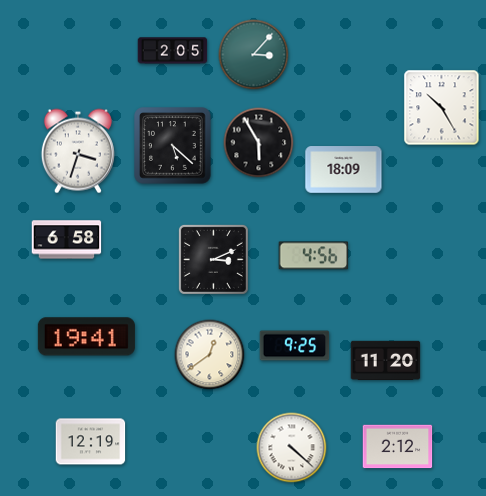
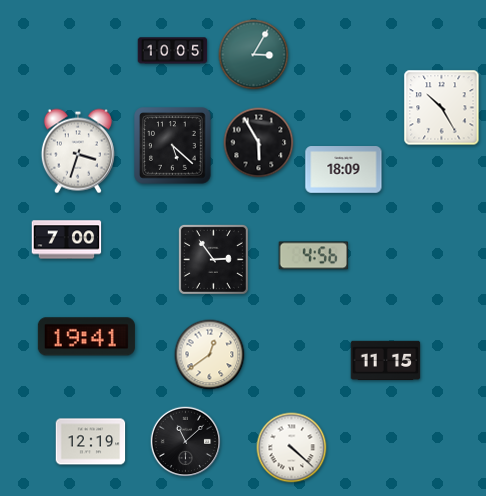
clock at (173, 51): 2:05 -> 10:05
clock at (254, 55): 3:07 -> 3:05
clock at (67, 240): 6:58 -> 7:00
clock at (213, 259): 3:11 -> 2:54
clock at (295, 346): 9:25 -> none
clock at (386, 360): 11:20 -> 11:15
clock at (186, 442): none -> 11:08
clock at (398, 447): 2:12 -> none
